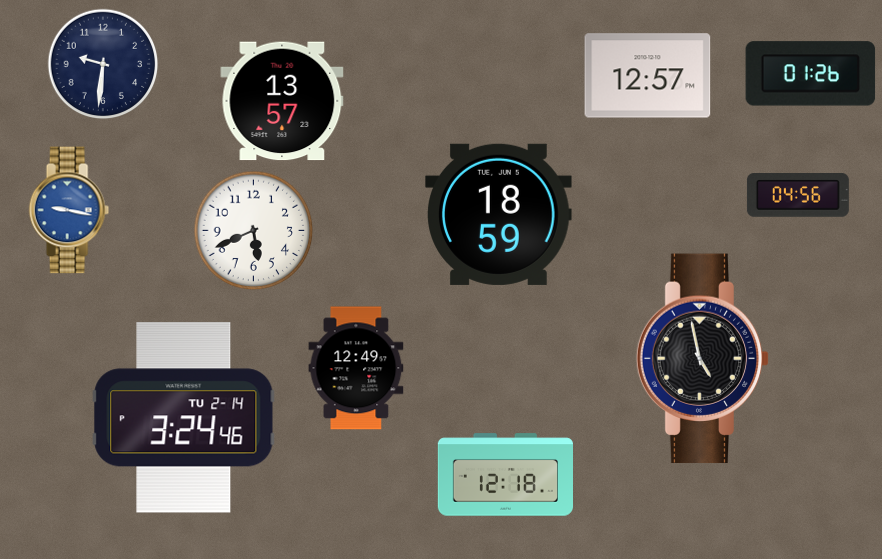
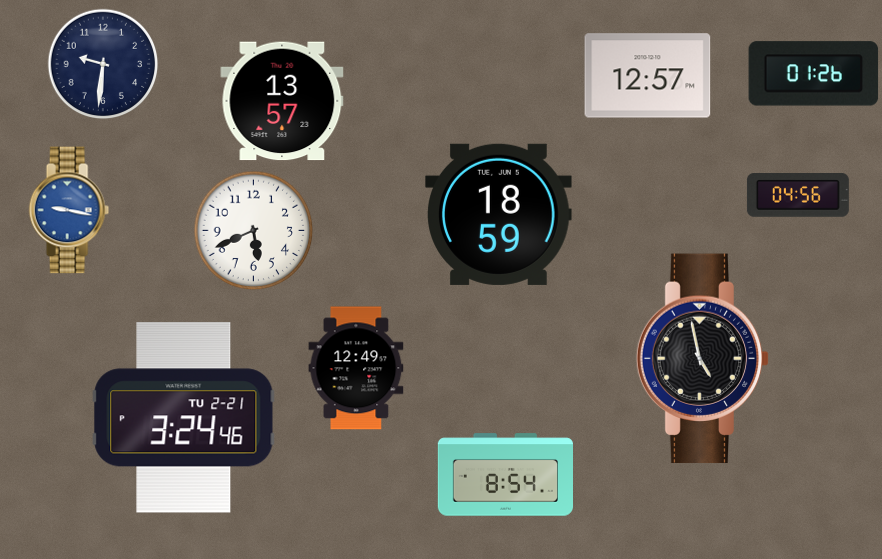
clock at (811, 74) position: (811, 74) -> (814, 74)
clock at (184, 418) date: TU 2-14 -> TU 2-21
clock at (505, 475): 12:18 -> 8:54
